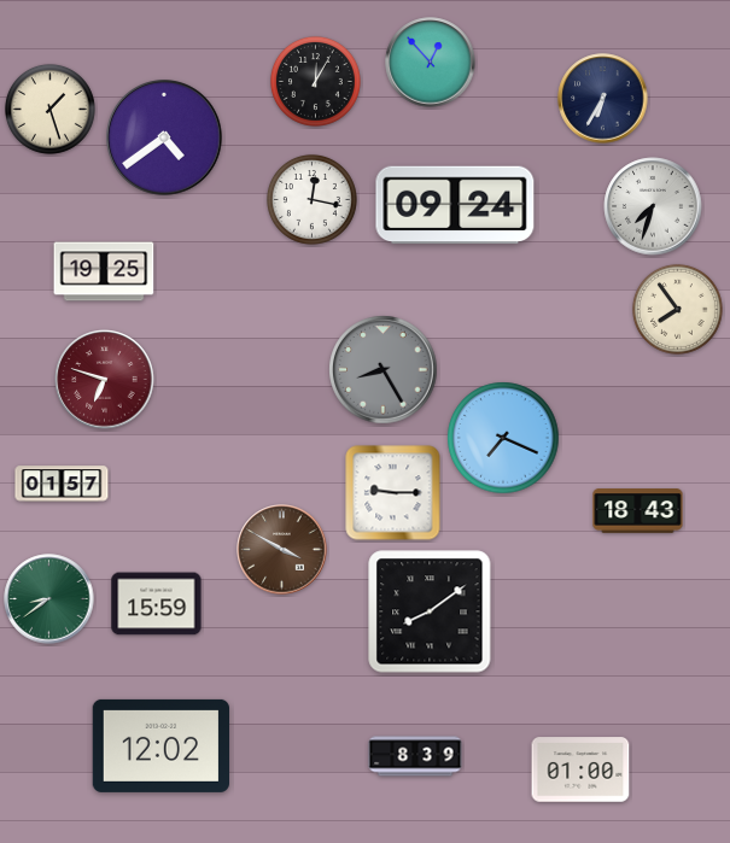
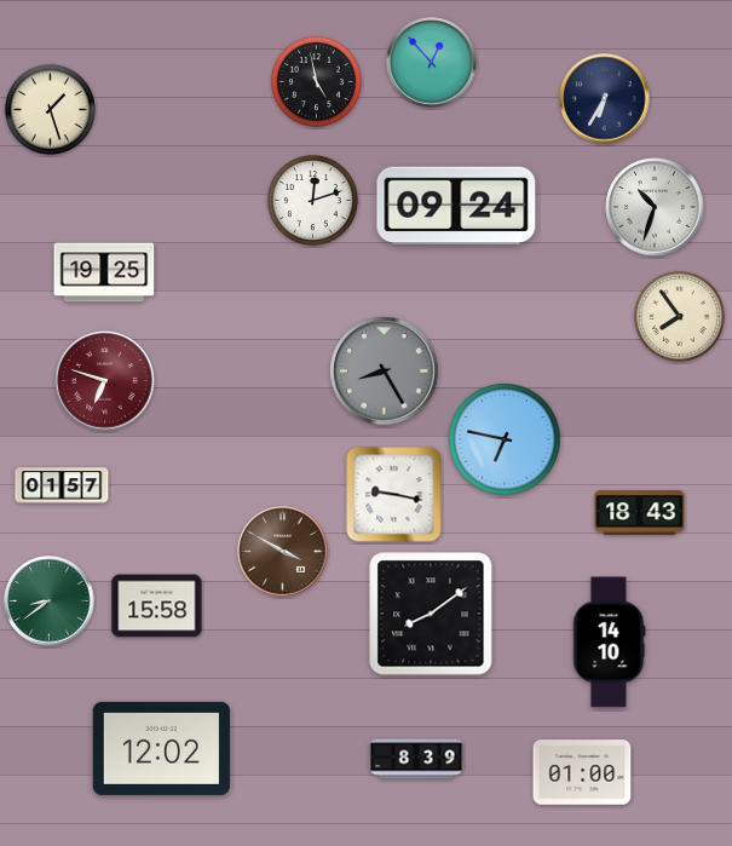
clock at (316, 82): 12:05 -> 4:58
clock at (164, 137): 4:39 -> none
clock at (313, 200): 12:17 -> 12:12
clock at (653, 206): 7:33 -> 10:33
clock at (678, 310) position: (678, 310) -> (680, 317)
clock at (503, 438): 7:19 -> 6:47
clock at (393, 493): 9:15 -> 9:17
clock at (157, 604): 15:59 -> 15:58
clock at (609, 643): none -> 14:10
